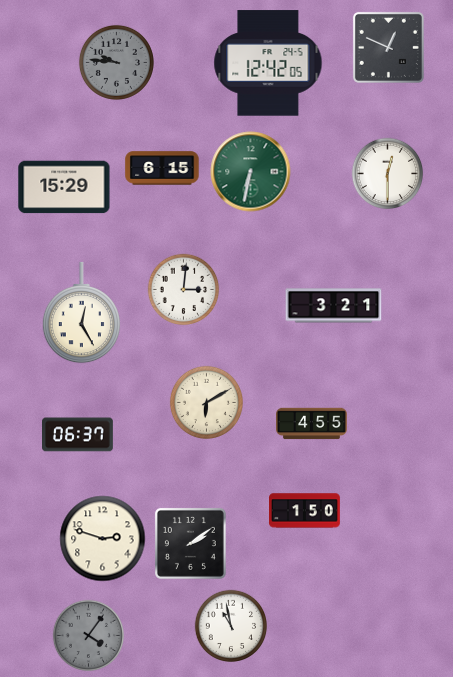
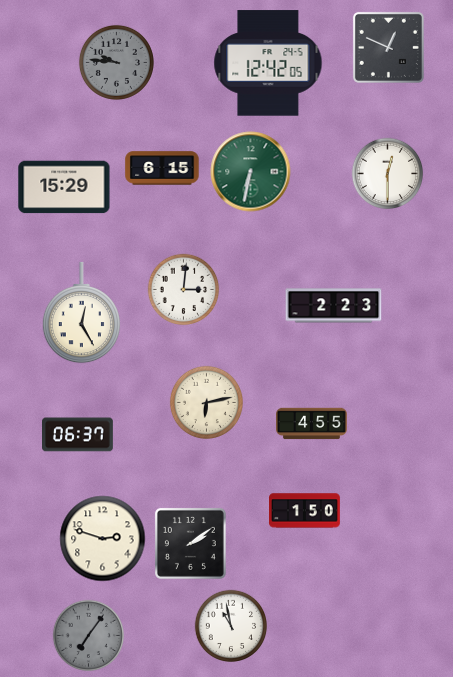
clock at (334, 306): 3:21 -> 2:23
clock at (206, 402): 6:10 -> 6:13
clock at (89, 636): 4:06 -> 7:06
